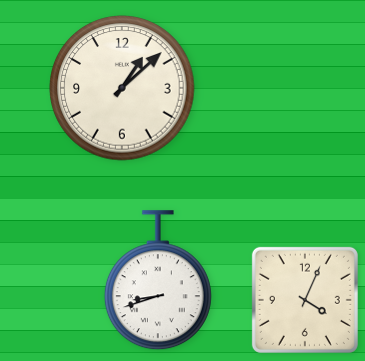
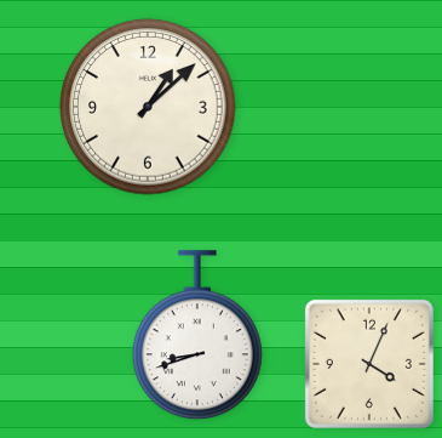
clock at (158, 281) position: (158, 281) -> (197, 336)
